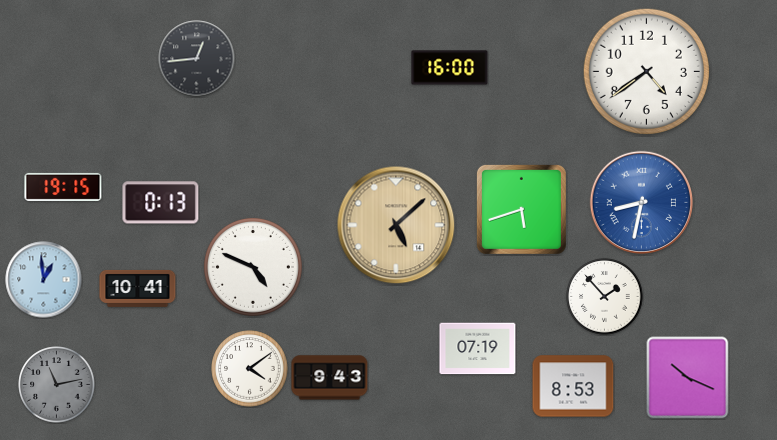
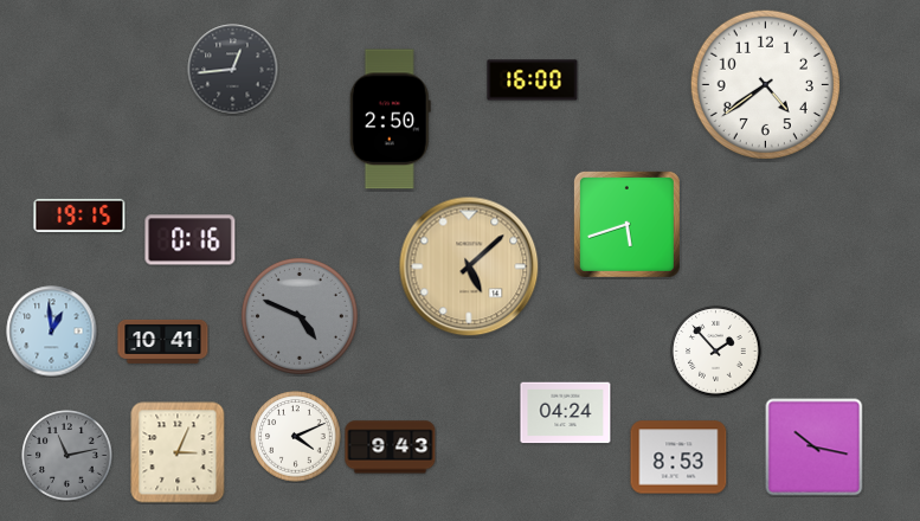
clock at (390, 120): none -> 2:50
clock at (63, 187) position: (63, 187) -> (79, 216)
clock at (161, 203): 0:13 -> 0:16
clock at (642, 203): 8:32 -> none
clock at (521, 209) position: (521, 209) -> (626, 224)
clock at (253, 267) dial: white -> grey
clock at (478, 349): 07:19 -> 04:24
clock at (250, 369): 4:09 -> 4:11
clock at (688, 378): 10:19 -> 10:17
clock at (178, 452): none -> 3:04
